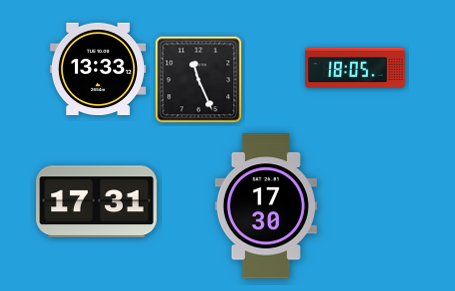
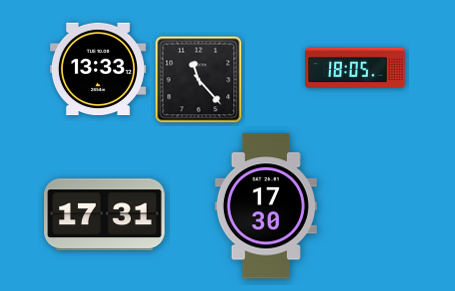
clock at (199, 80): 11:26 -> 11:23
clock at (97, 202) position: (97, 202) -> (105, 215)
